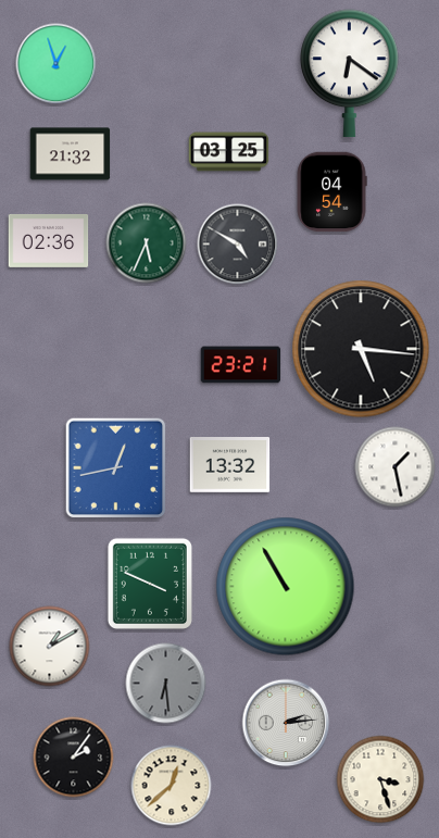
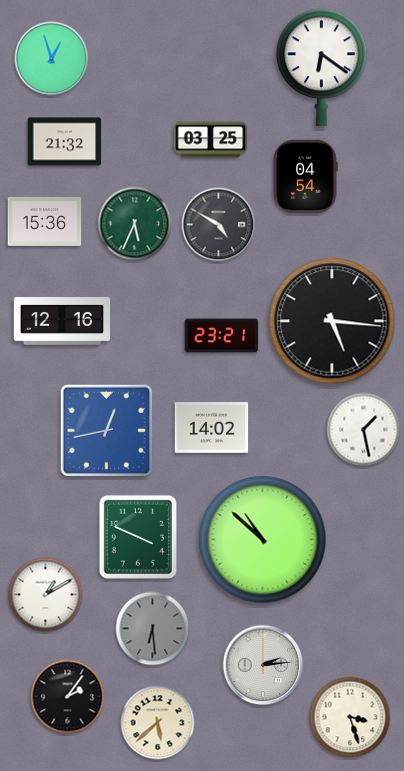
clock at (49, 241): 02:36 -> 15:36
clock at (62, 321): none -> 12:16
clock at (230, 465): 13:32 -> 14:02
clock at (286, 587): 10:55 -> 10:52
clock at (172, 786): 12:38 -> 5:38
